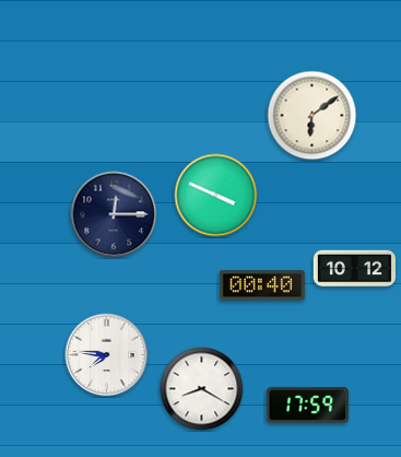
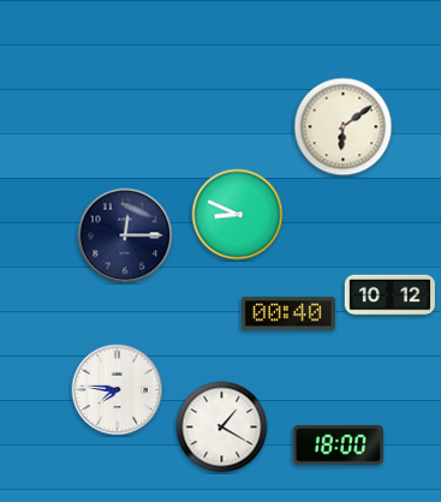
clock at (216, 196): 3:49 -> 8:49
clock at (202, 389): 8:20 -> 1:20
clock at (307, 405): 17:59 -> 18:00
